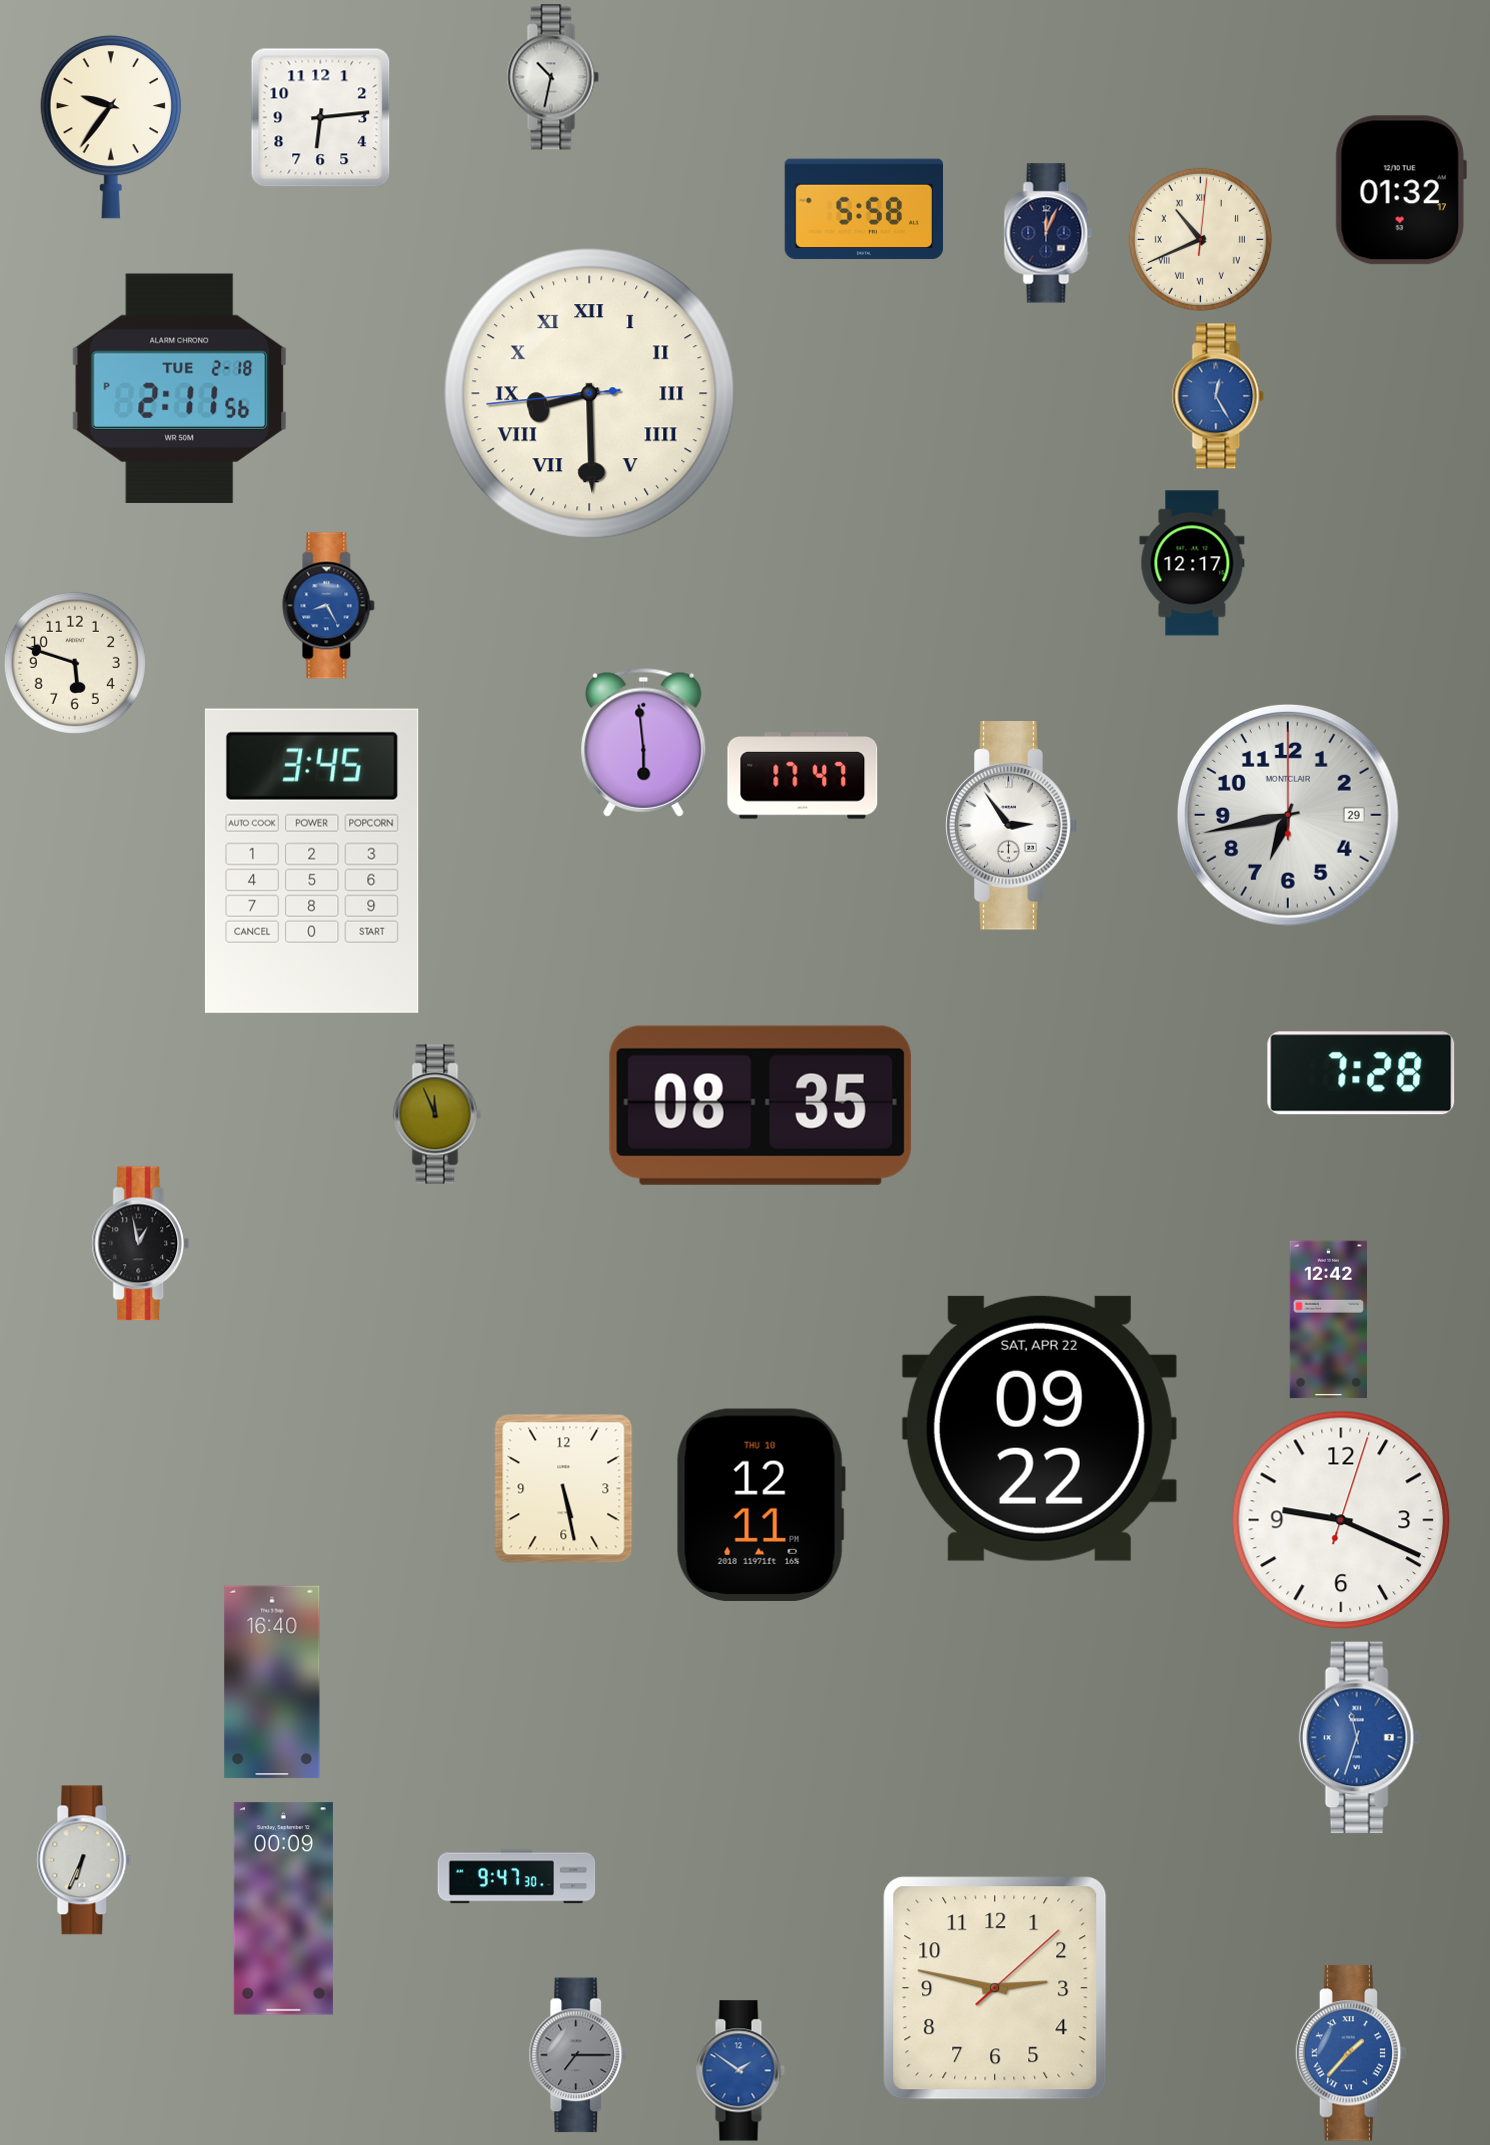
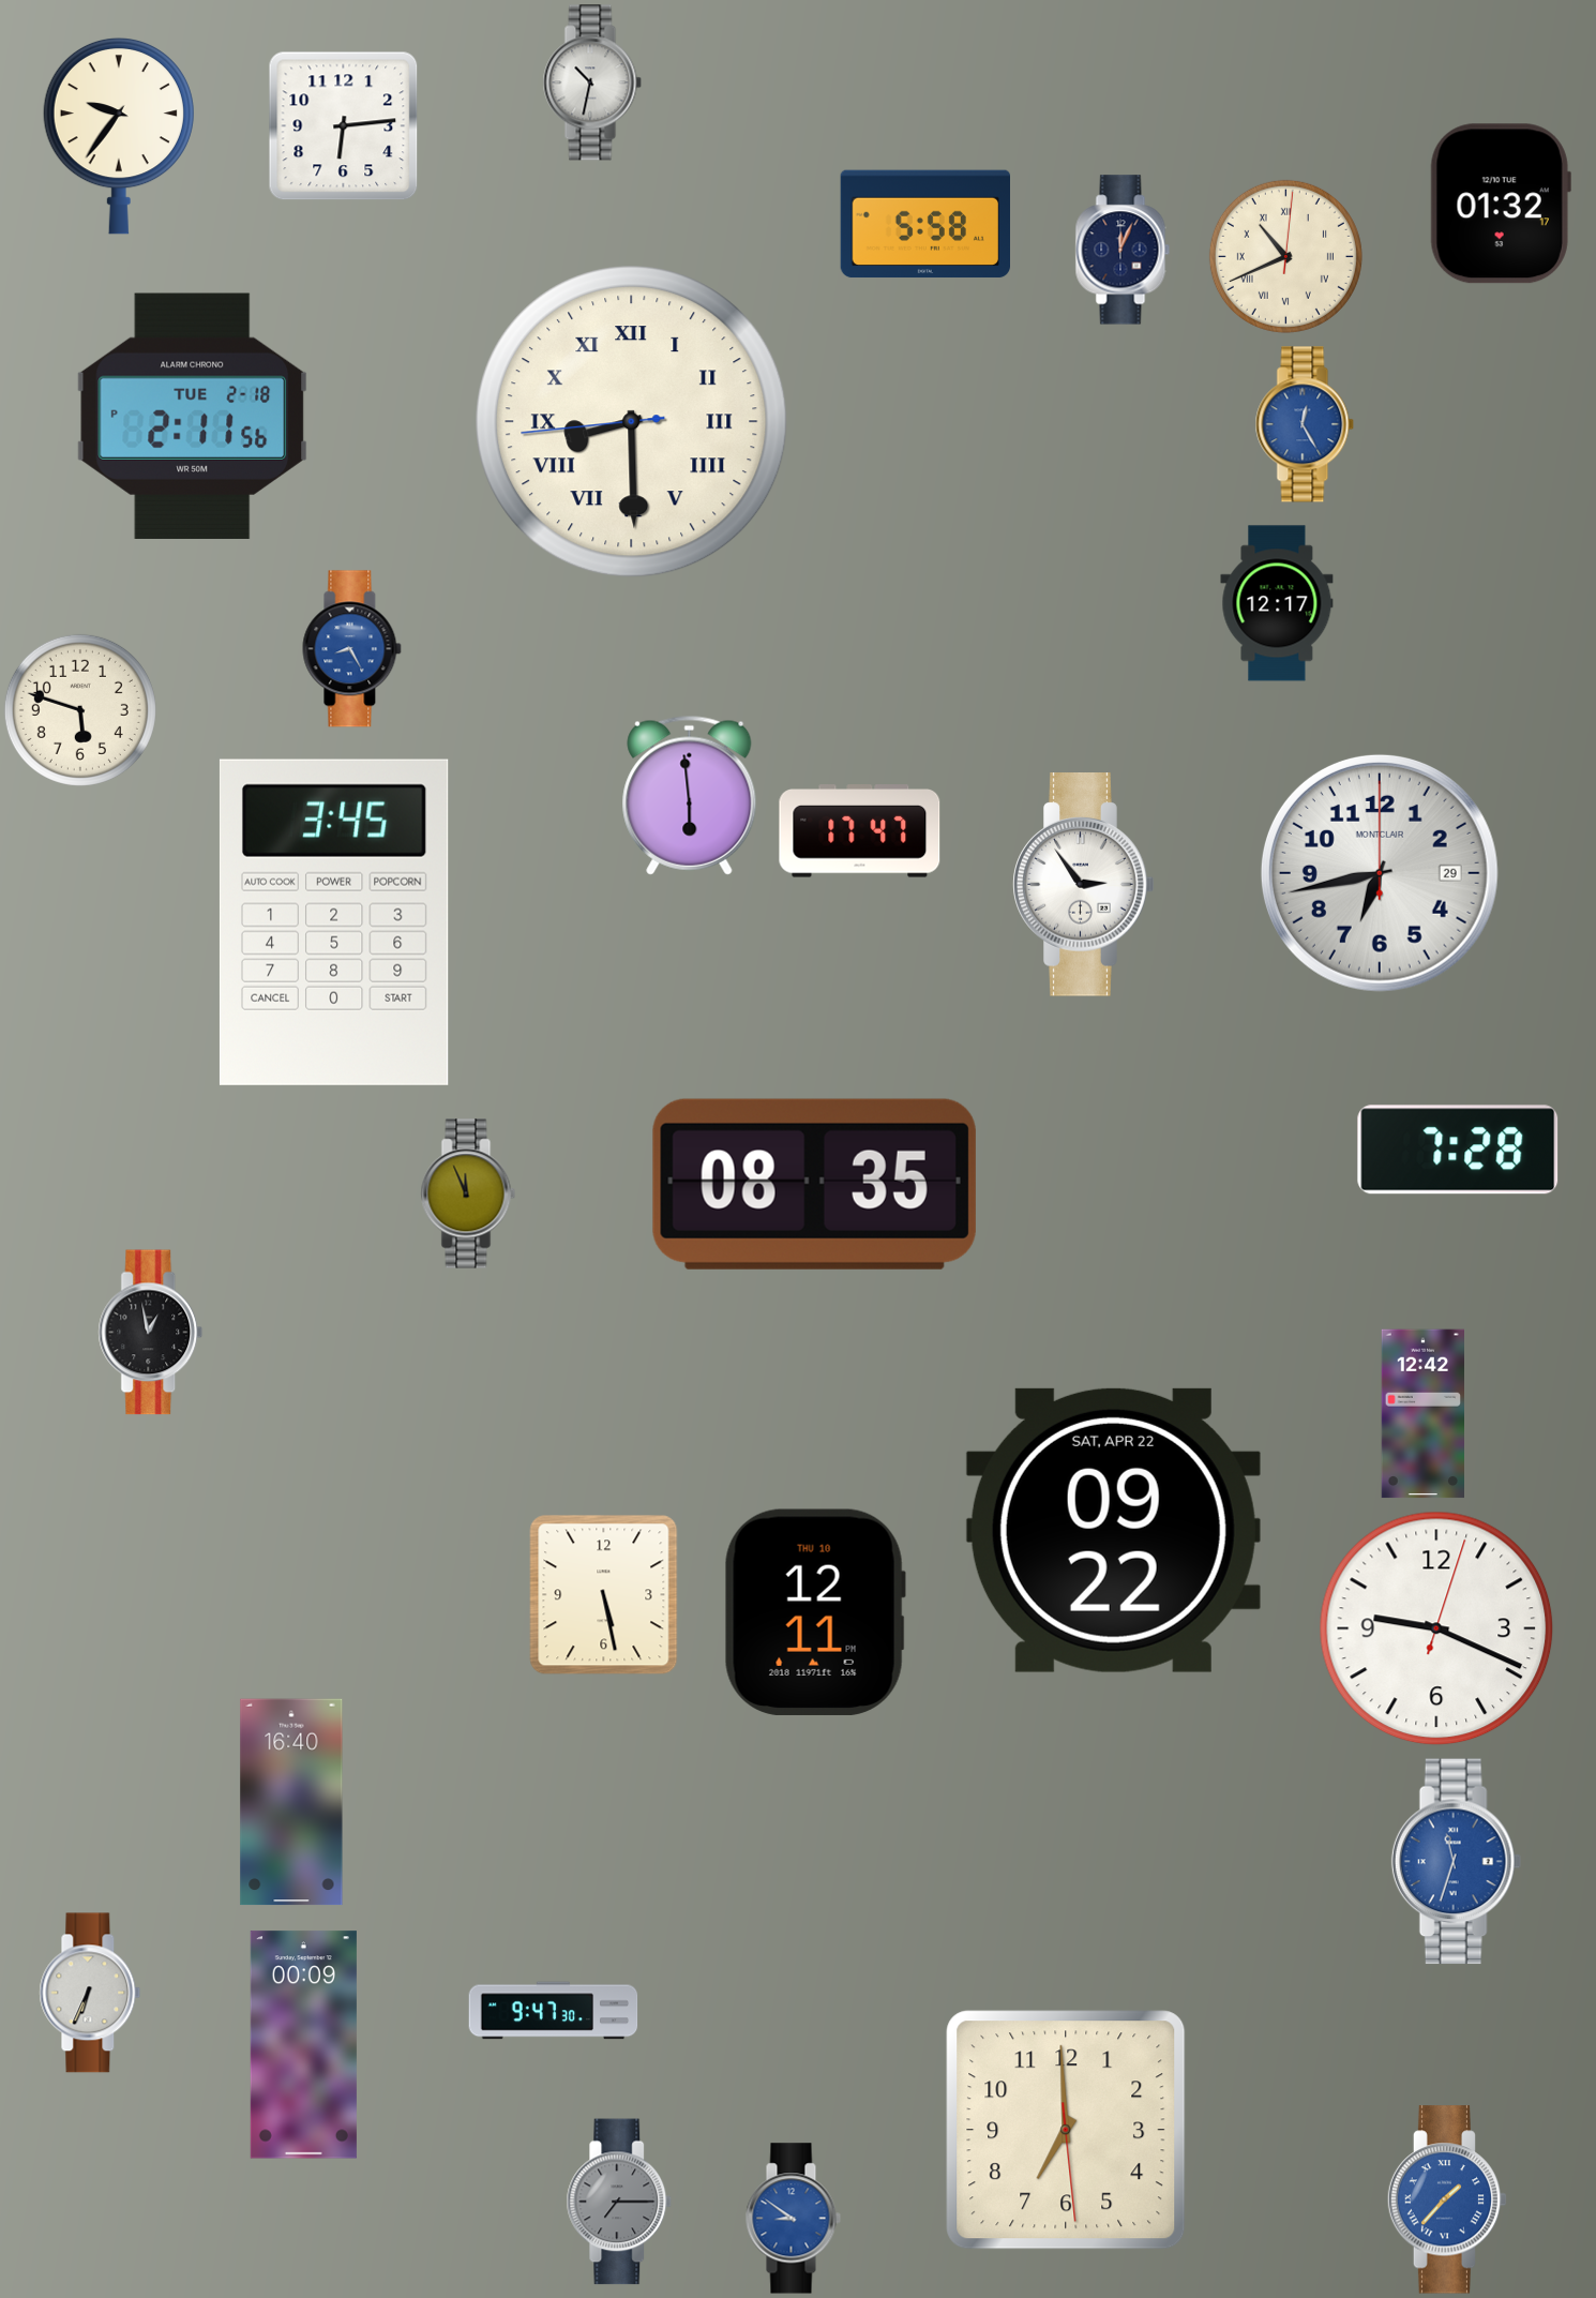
clock at (995, 1988): 2:47 -> 6:59
clock at (740, 2071): 1:51 -> 8:51
